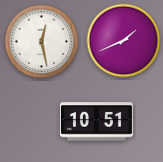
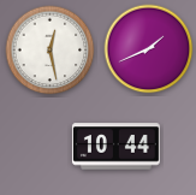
clock at (96, 122): 10:51 -> 10:44
